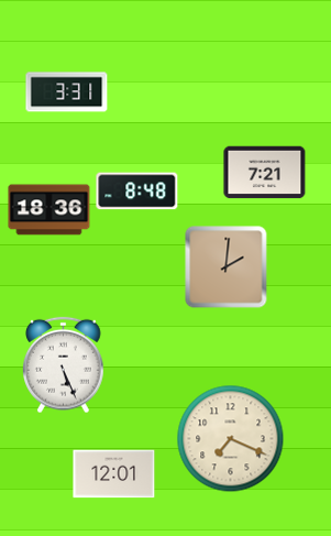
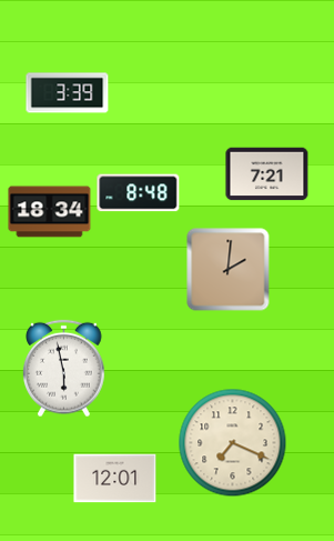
clock at (67, 92): 3:31 -> 3:39
clock at (49, 210): 18:36 -> 18:34
clock at (64, 365): 5:26 -> 5:58
